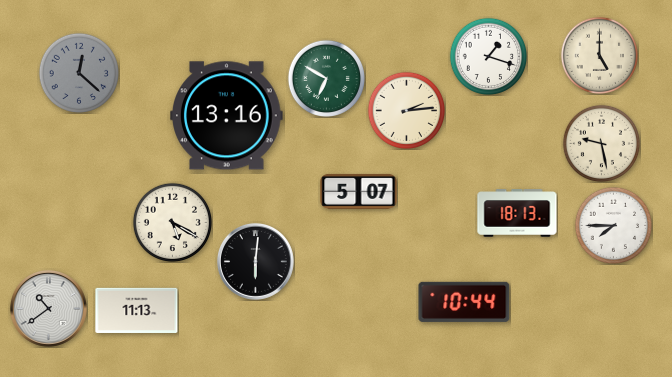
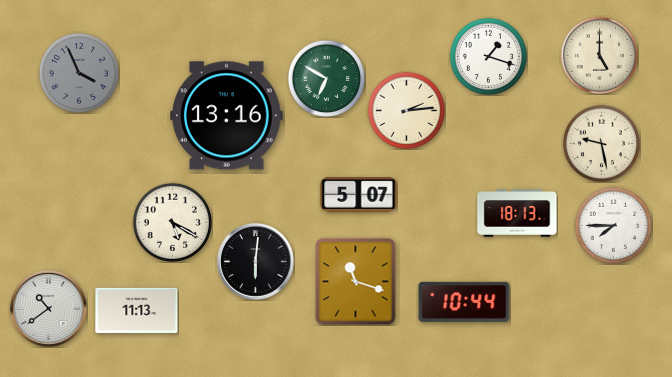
clock at (78, 72): 12:22 -> 3:56
clock at (359, 191) position: (359, 191) -> (359, 194)
clock at (356, 282): none -> 11:18
